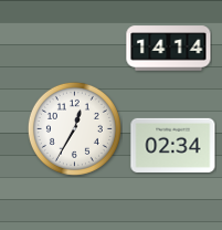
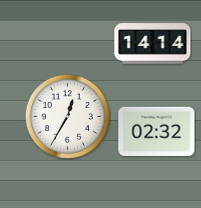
clock at (173, 145): 02:34 -> 02:32
